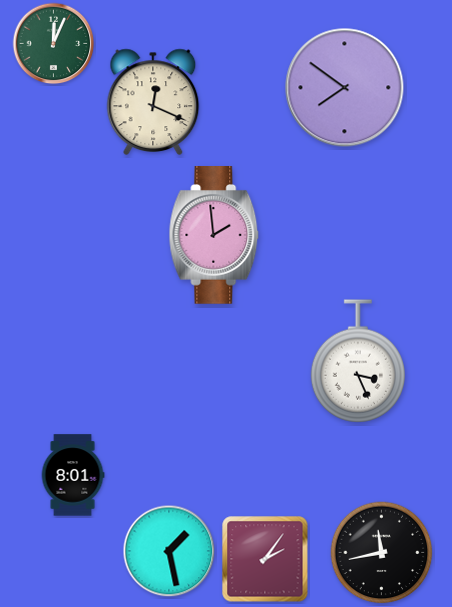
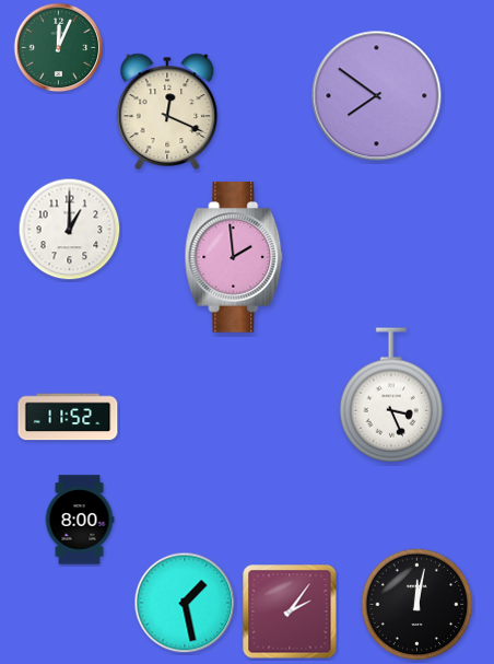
clock at (70, 230): none -> 1:00
clock at (68, 417): none -> 11:52
clock at (73, 475): 8:01 -> 8:00
clock at (382, 553): 11:43 -> 12:02
